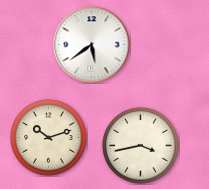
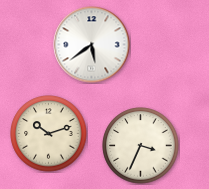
clock at (49, 138) position: (49, 138) -> (49, 134)
clock at (141, 146): 3:43 -> 3:34
